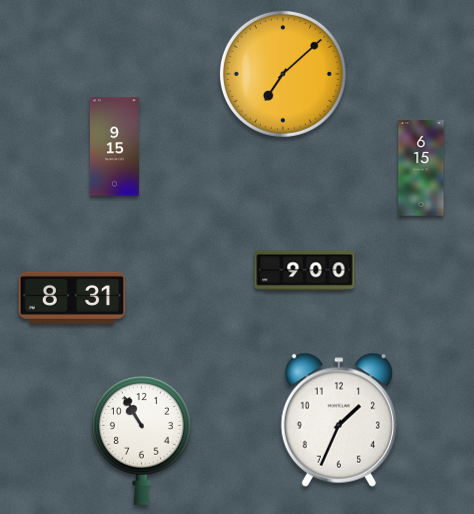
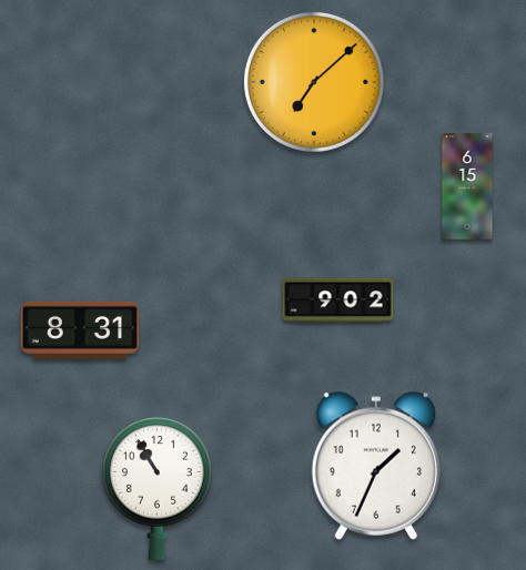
clock at (114, 147): 9:15 -> none
clock at (305, 271): 9:00 -> 9:02
